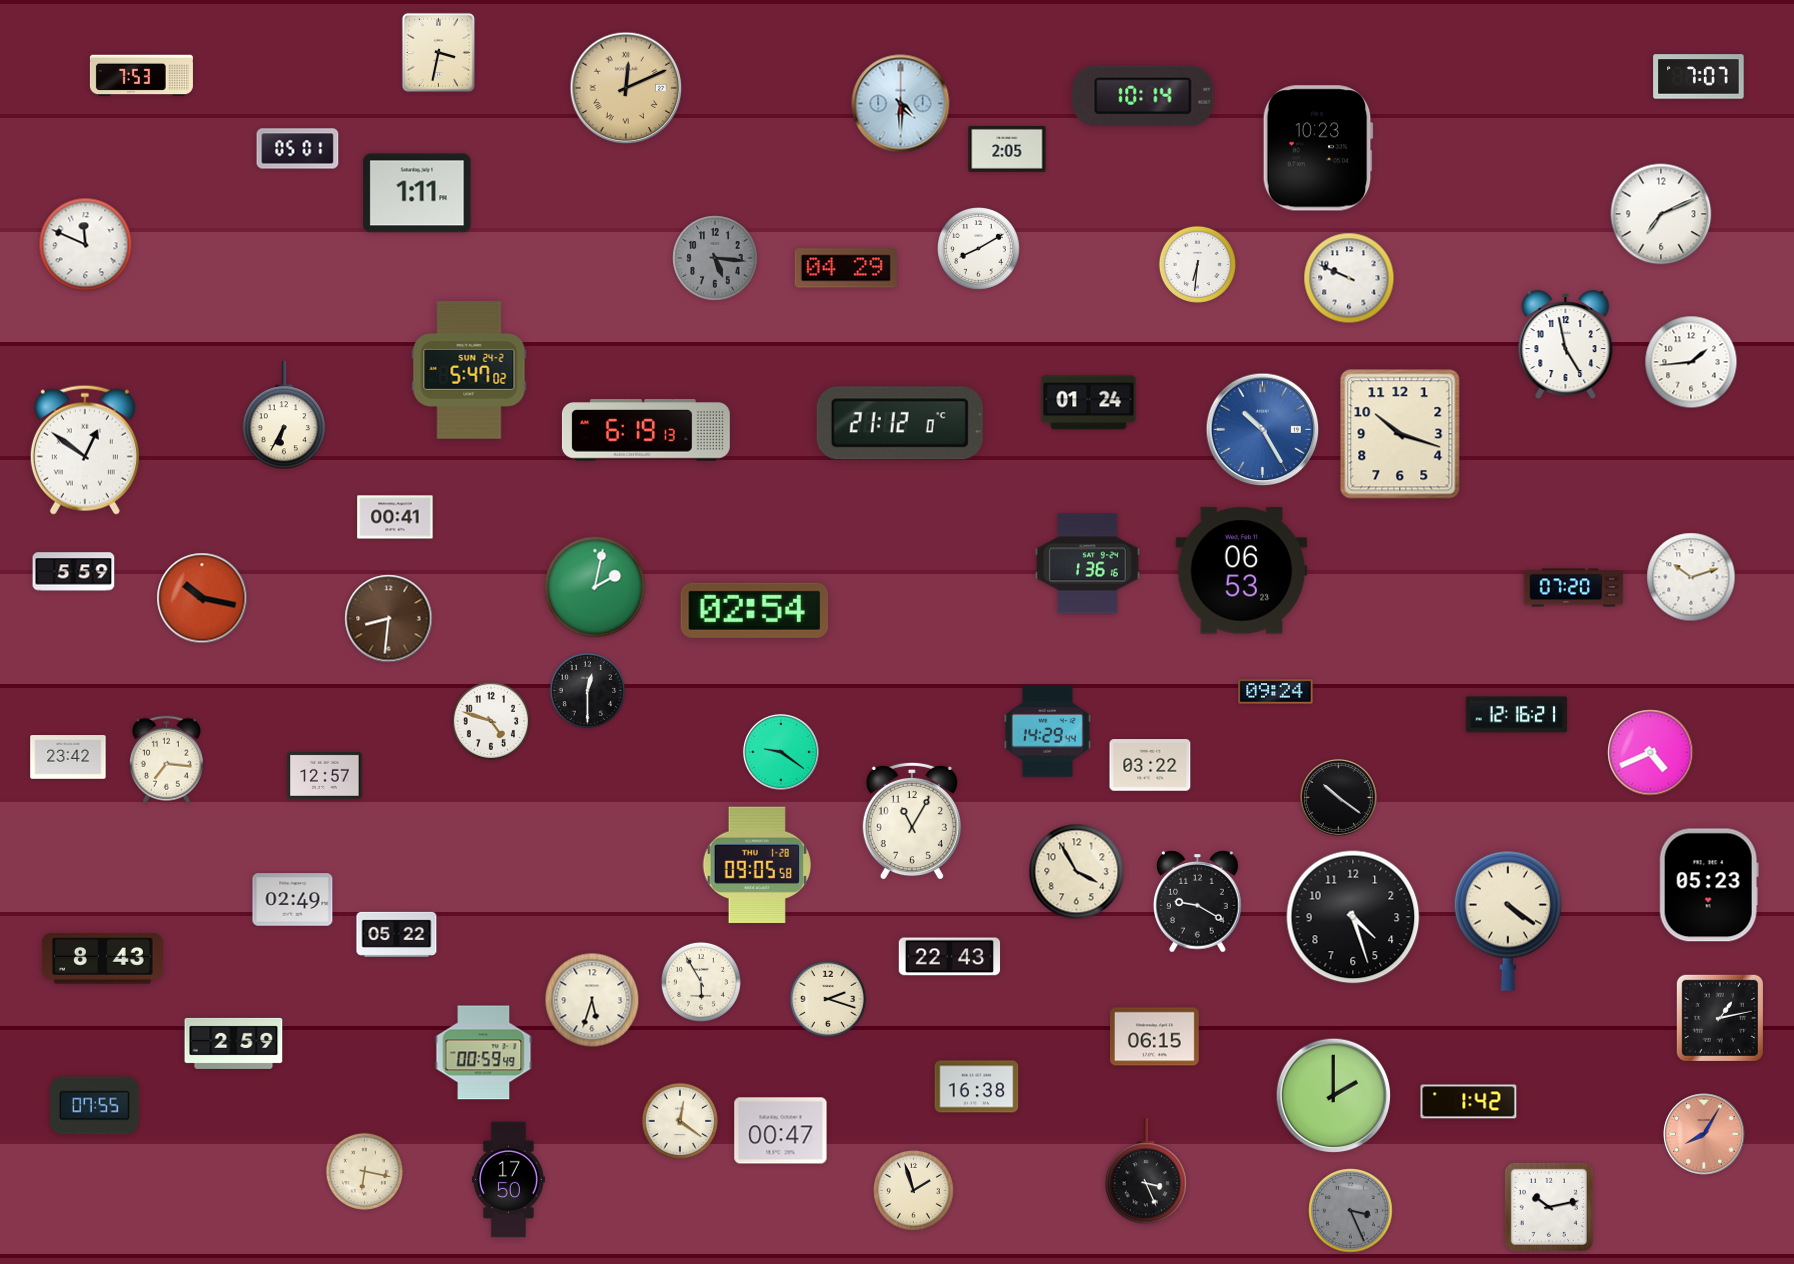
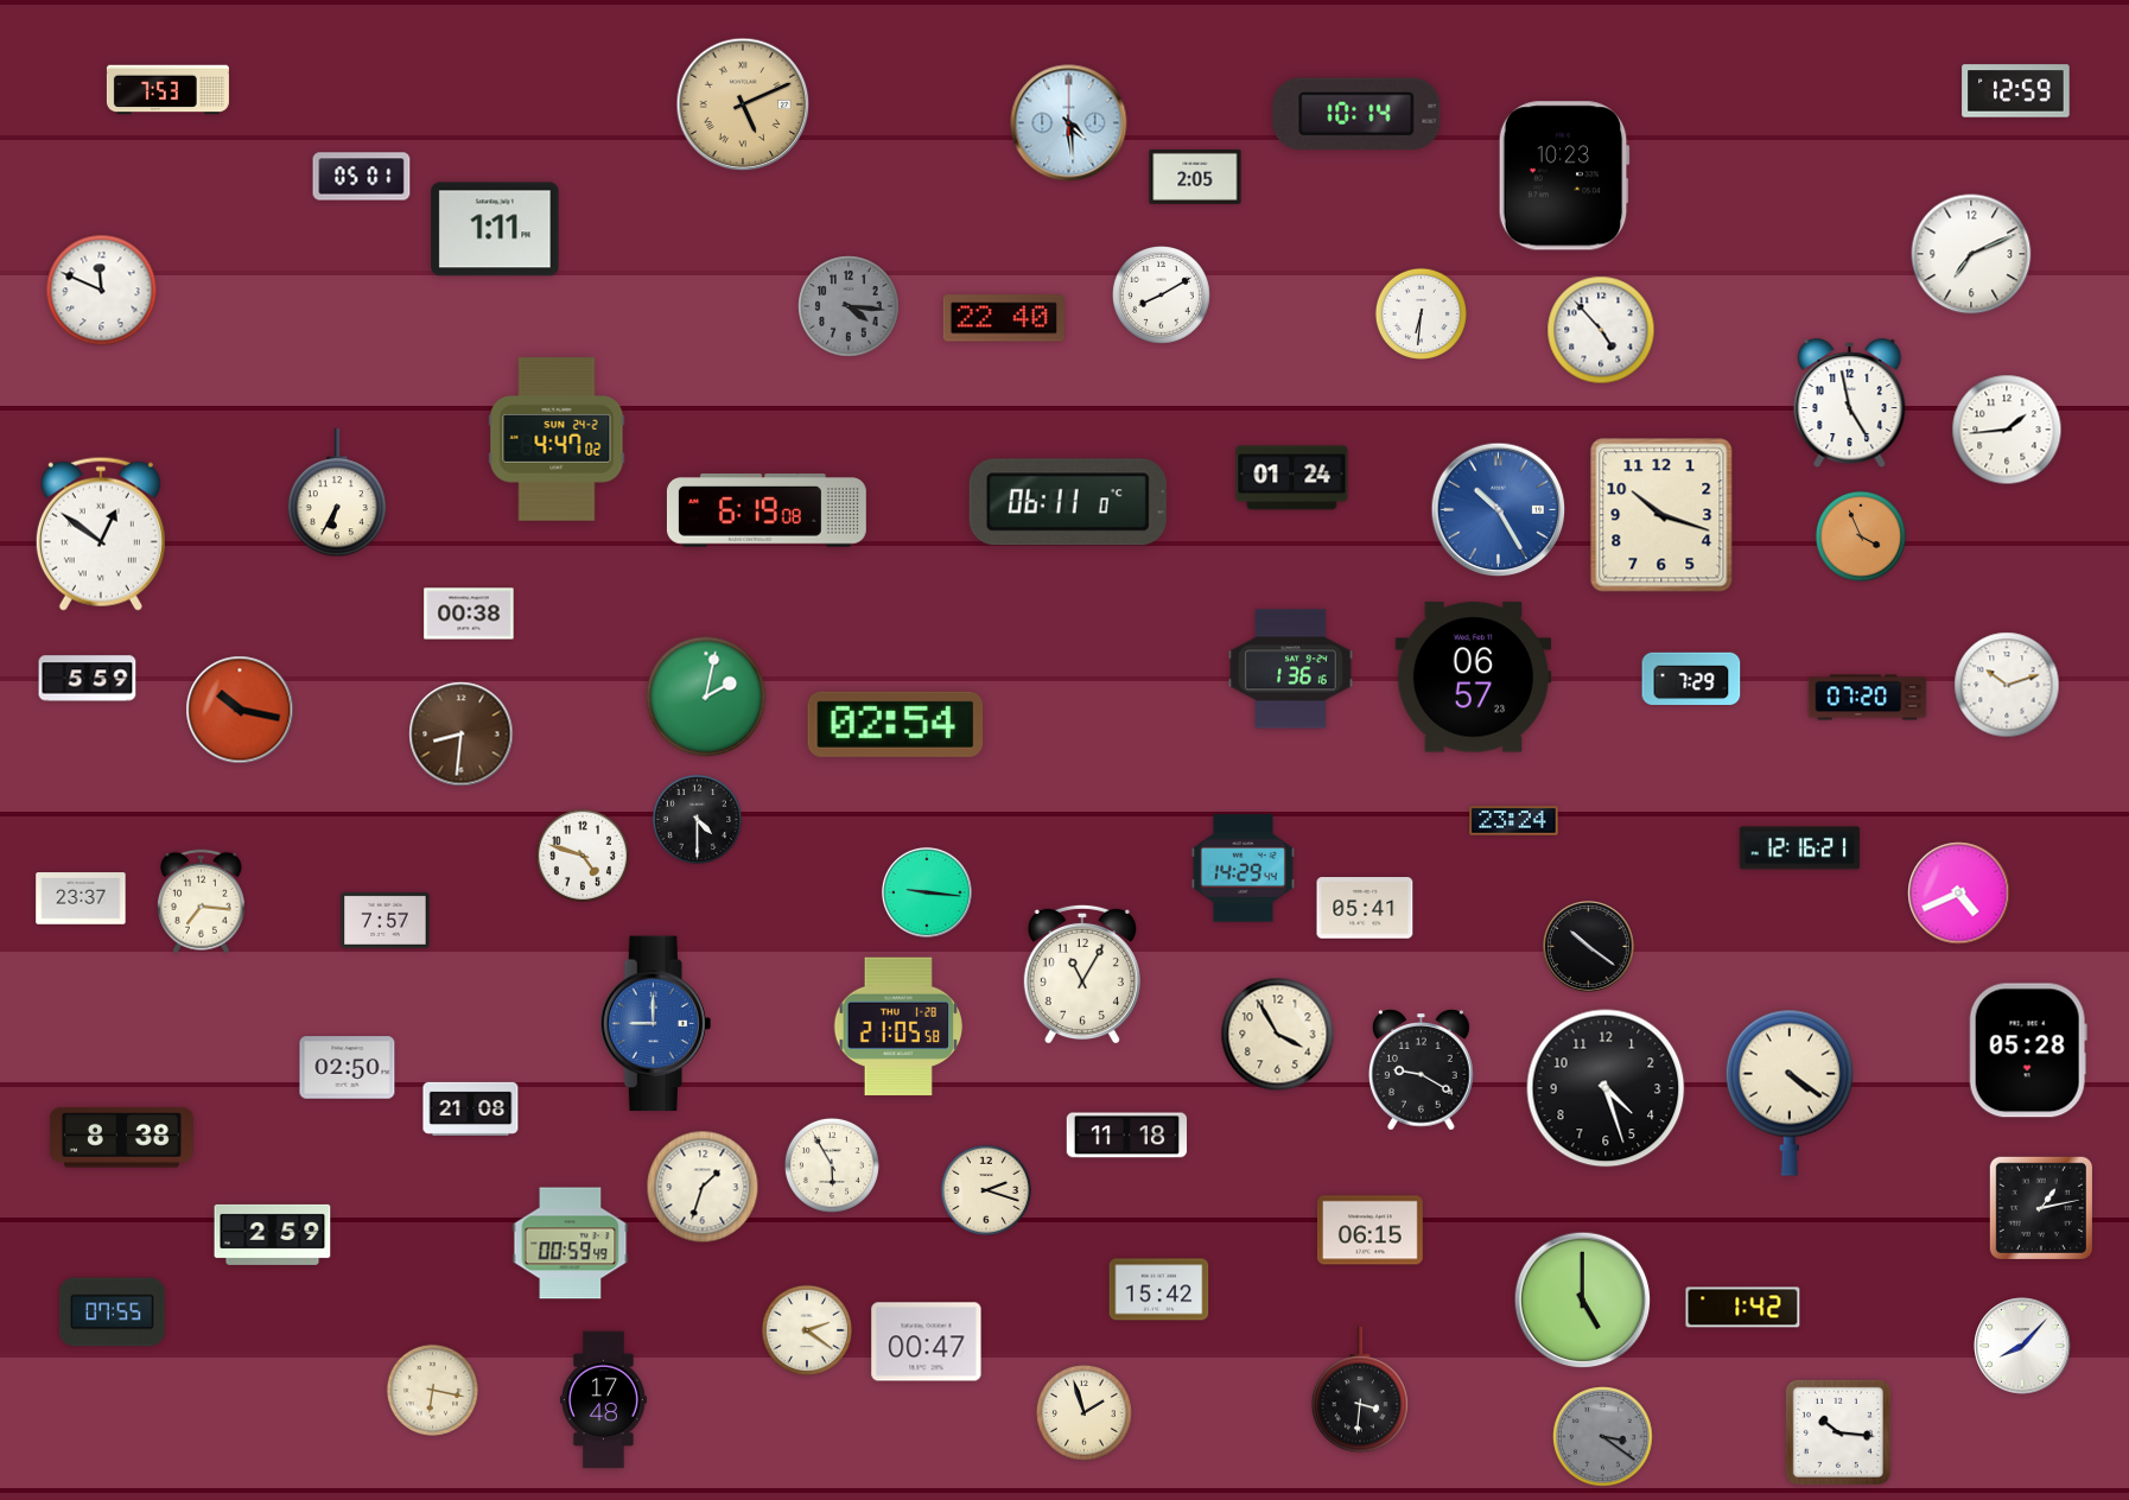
clock at (438, 52): 3:32 -> none
clock at (1699, 77): 7:07 -> 12:59
clock at (626, 88): 12:11 -> 5:11
clock at (901, 104): 4:30 -> 4:29
clock at (298, 149) position: (298, 149) -> (362, 177)
clock at (715, 258): 5:16 -> 4:16
clock at (846, 268): 04:29 -> 22:40
clock at (1349, 278): 9:49 -> 4:53
clock at (1566, 345) position: (1566, 345) -> (1850, 403)
clock at (469, 370): 5:47 -> 4:47
clock at (900, 423): 21:12 -> 06:11
clock at (646, 431): 6:19:13 -> 6:19:08
clock at (1860, 535): none -> 3:56
clock at (395, 517): 00:41 -> 00:38
clock at (1242, 571): 06:53 -> 06:57
clock at (1691, 679): none -> 7:29
clock at (588, 691): 12:30 -> 4:30
clock at (1276, 692): 09:24 -> 23:24
clock at (781, 752): 9:21 -> 9:16
clock at (68, 757): 23:42 -> 23:37
clock at (166, 760) position: (166, 760) -> (201, 902)
clock at (1150, 765): 03:22 -> 05:41
clock at (325, 775): 12:57 -> 7:57
clock at (655, 1024): none -> 9:00
clock at (756, 865): 09:05 -> 21:05
clock at (1709, 885): 05:23 -> 05:28
clock at (293, 900): 02:49 -> 02:50
clock at (397, 934): 05:22 -> 21:08
clock at (950, 957): 22:43 -> 11:18
clock at (103, 959): 8:43 -> 8:38
clock at (827, 998) position: (827, 998) -> (985, 1189)
clock at (592, 1000): 5:33 -> 1:33
clock at (234, 1043) position: (234, 1043) -> (273, 1234)
clock at (484, 1053) position: (484, 1053) -> (571, 1244)
clock at (977, 1087): 16:38 -> 15:42
clock at (1334, 1096): 2:00 -> 5:00
clock at (679, 1120): 12:21 -> 2:21
clock at (1704, 1134): 8:05 -> 8:07
clock at (1704, 1134) dial: salmon -> white
clock at (1145, 1172): 3:26 -> 3:31
clock at (508, 1180): 17:50 -> 17:48
clock at (1549, 1207): 10:13 -> 10:16
clock at (1351, 1211): 3:26 -> 3:21
